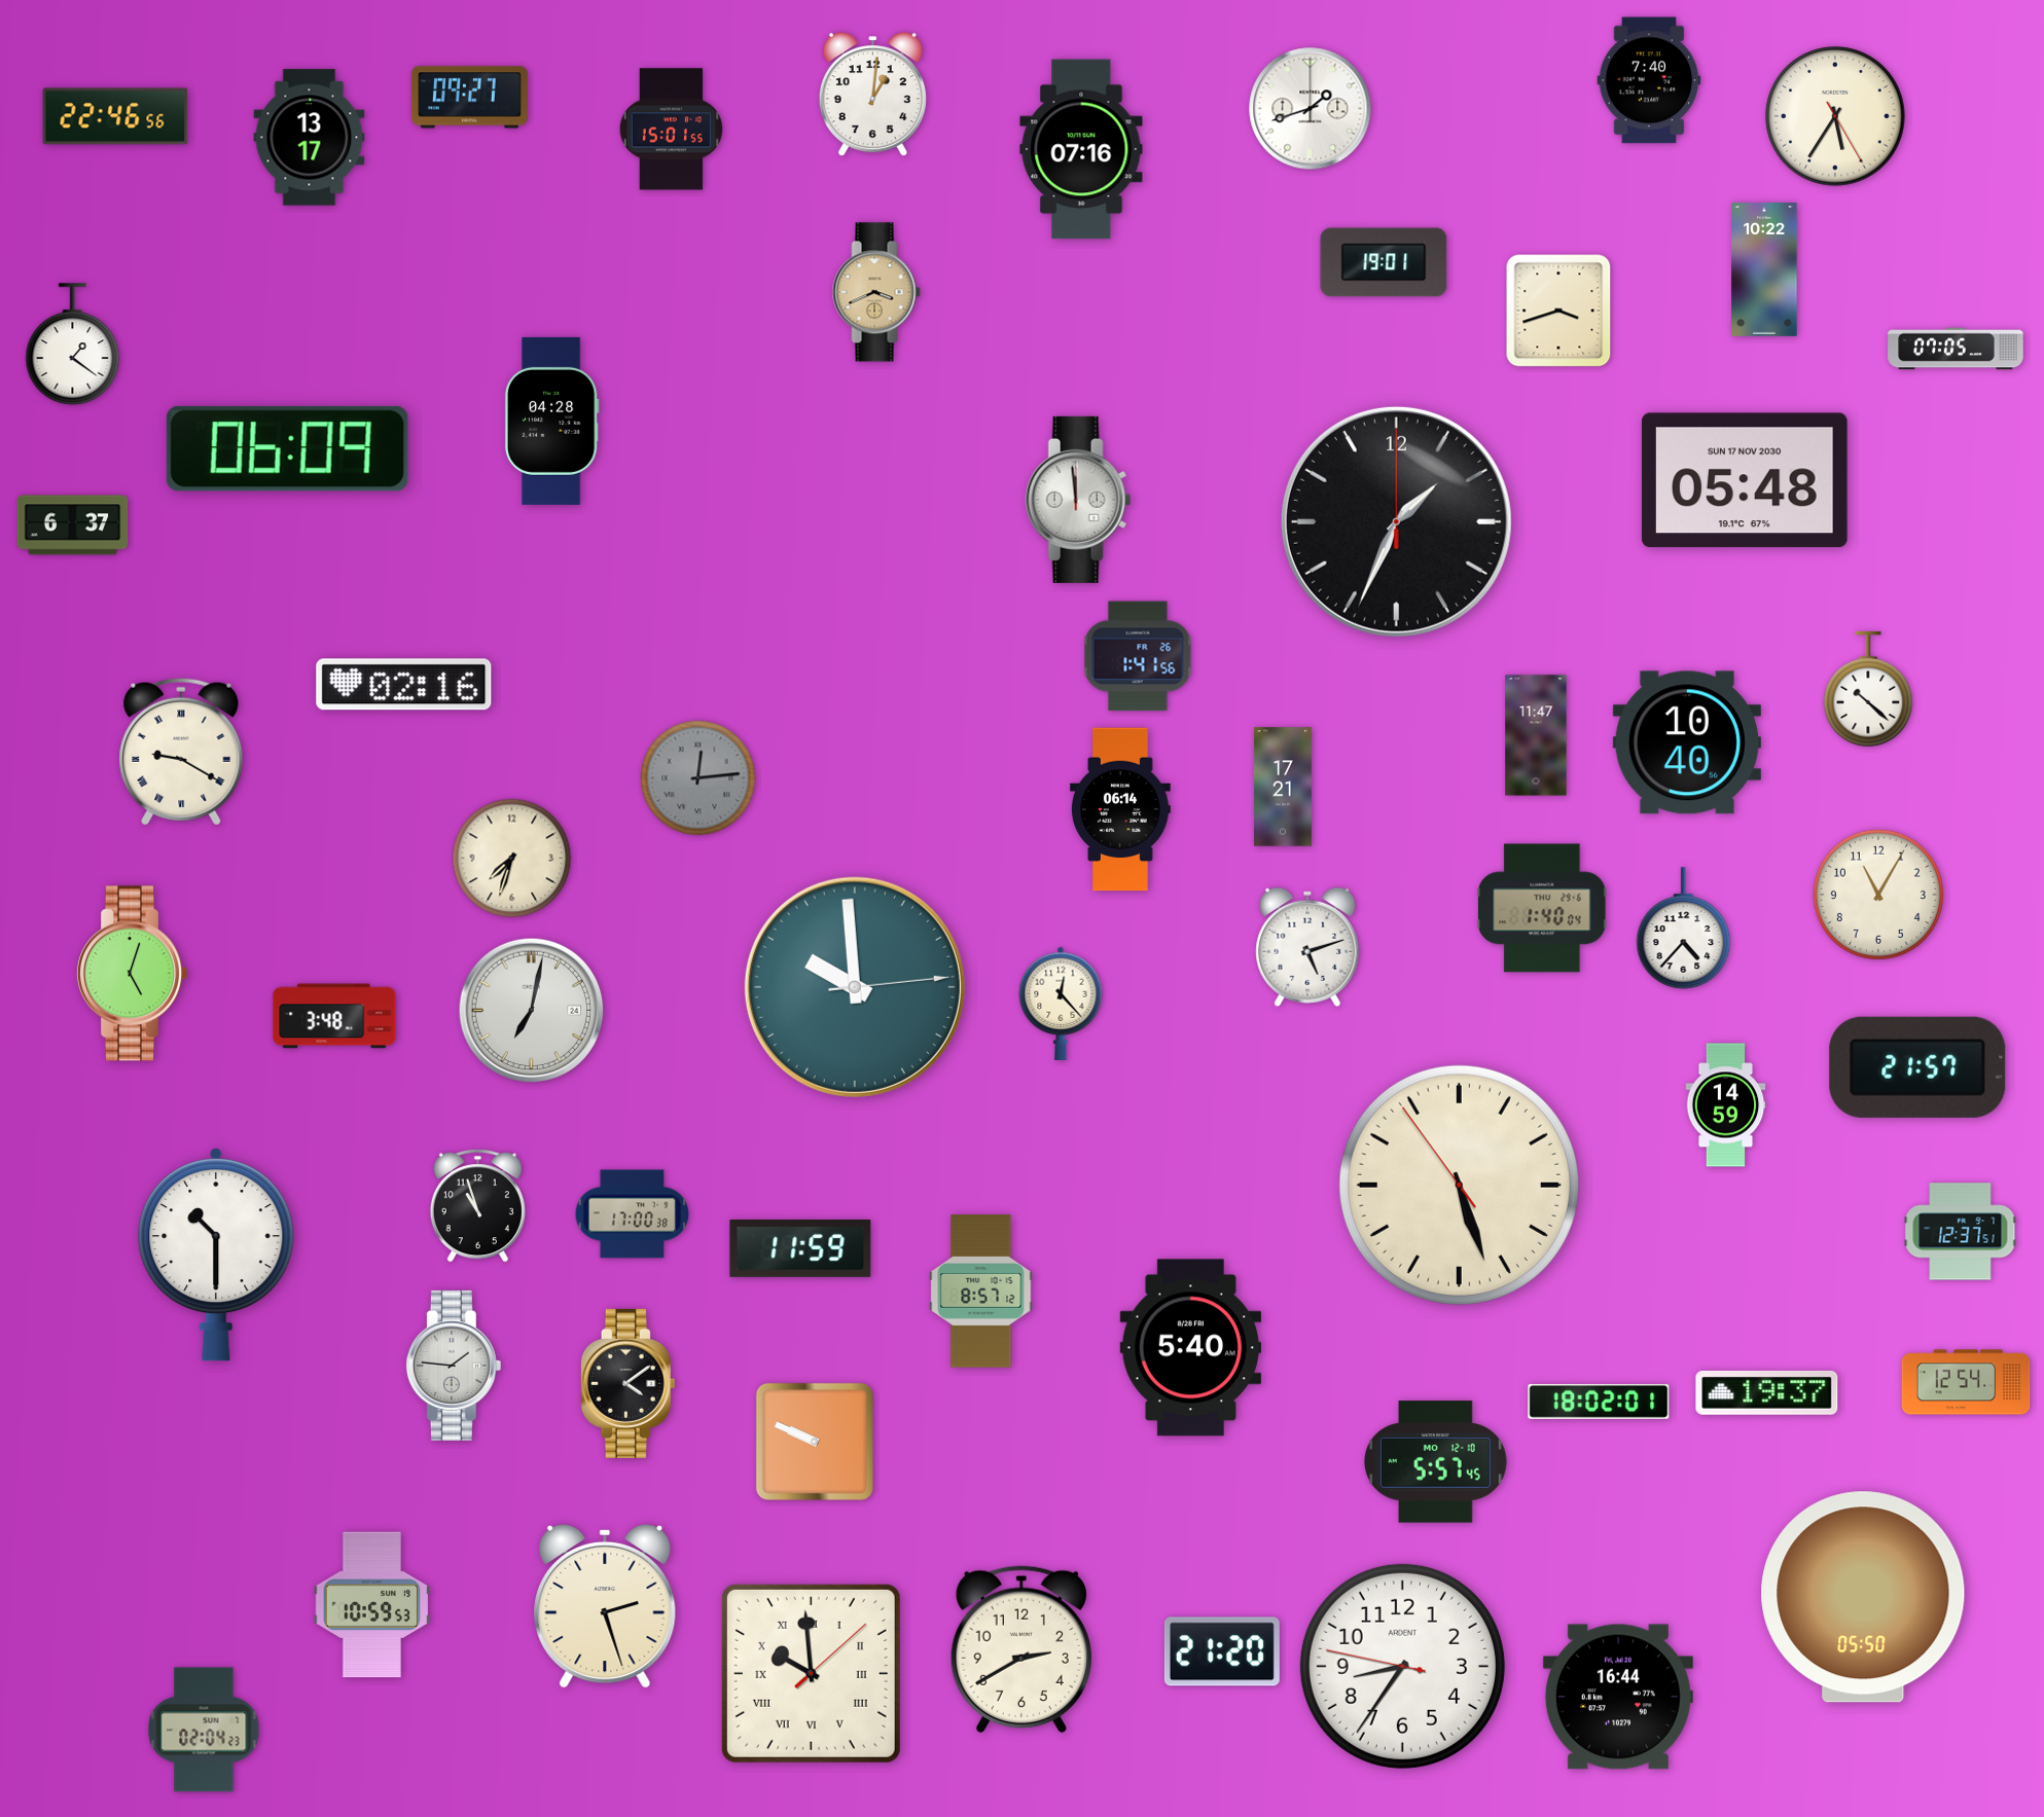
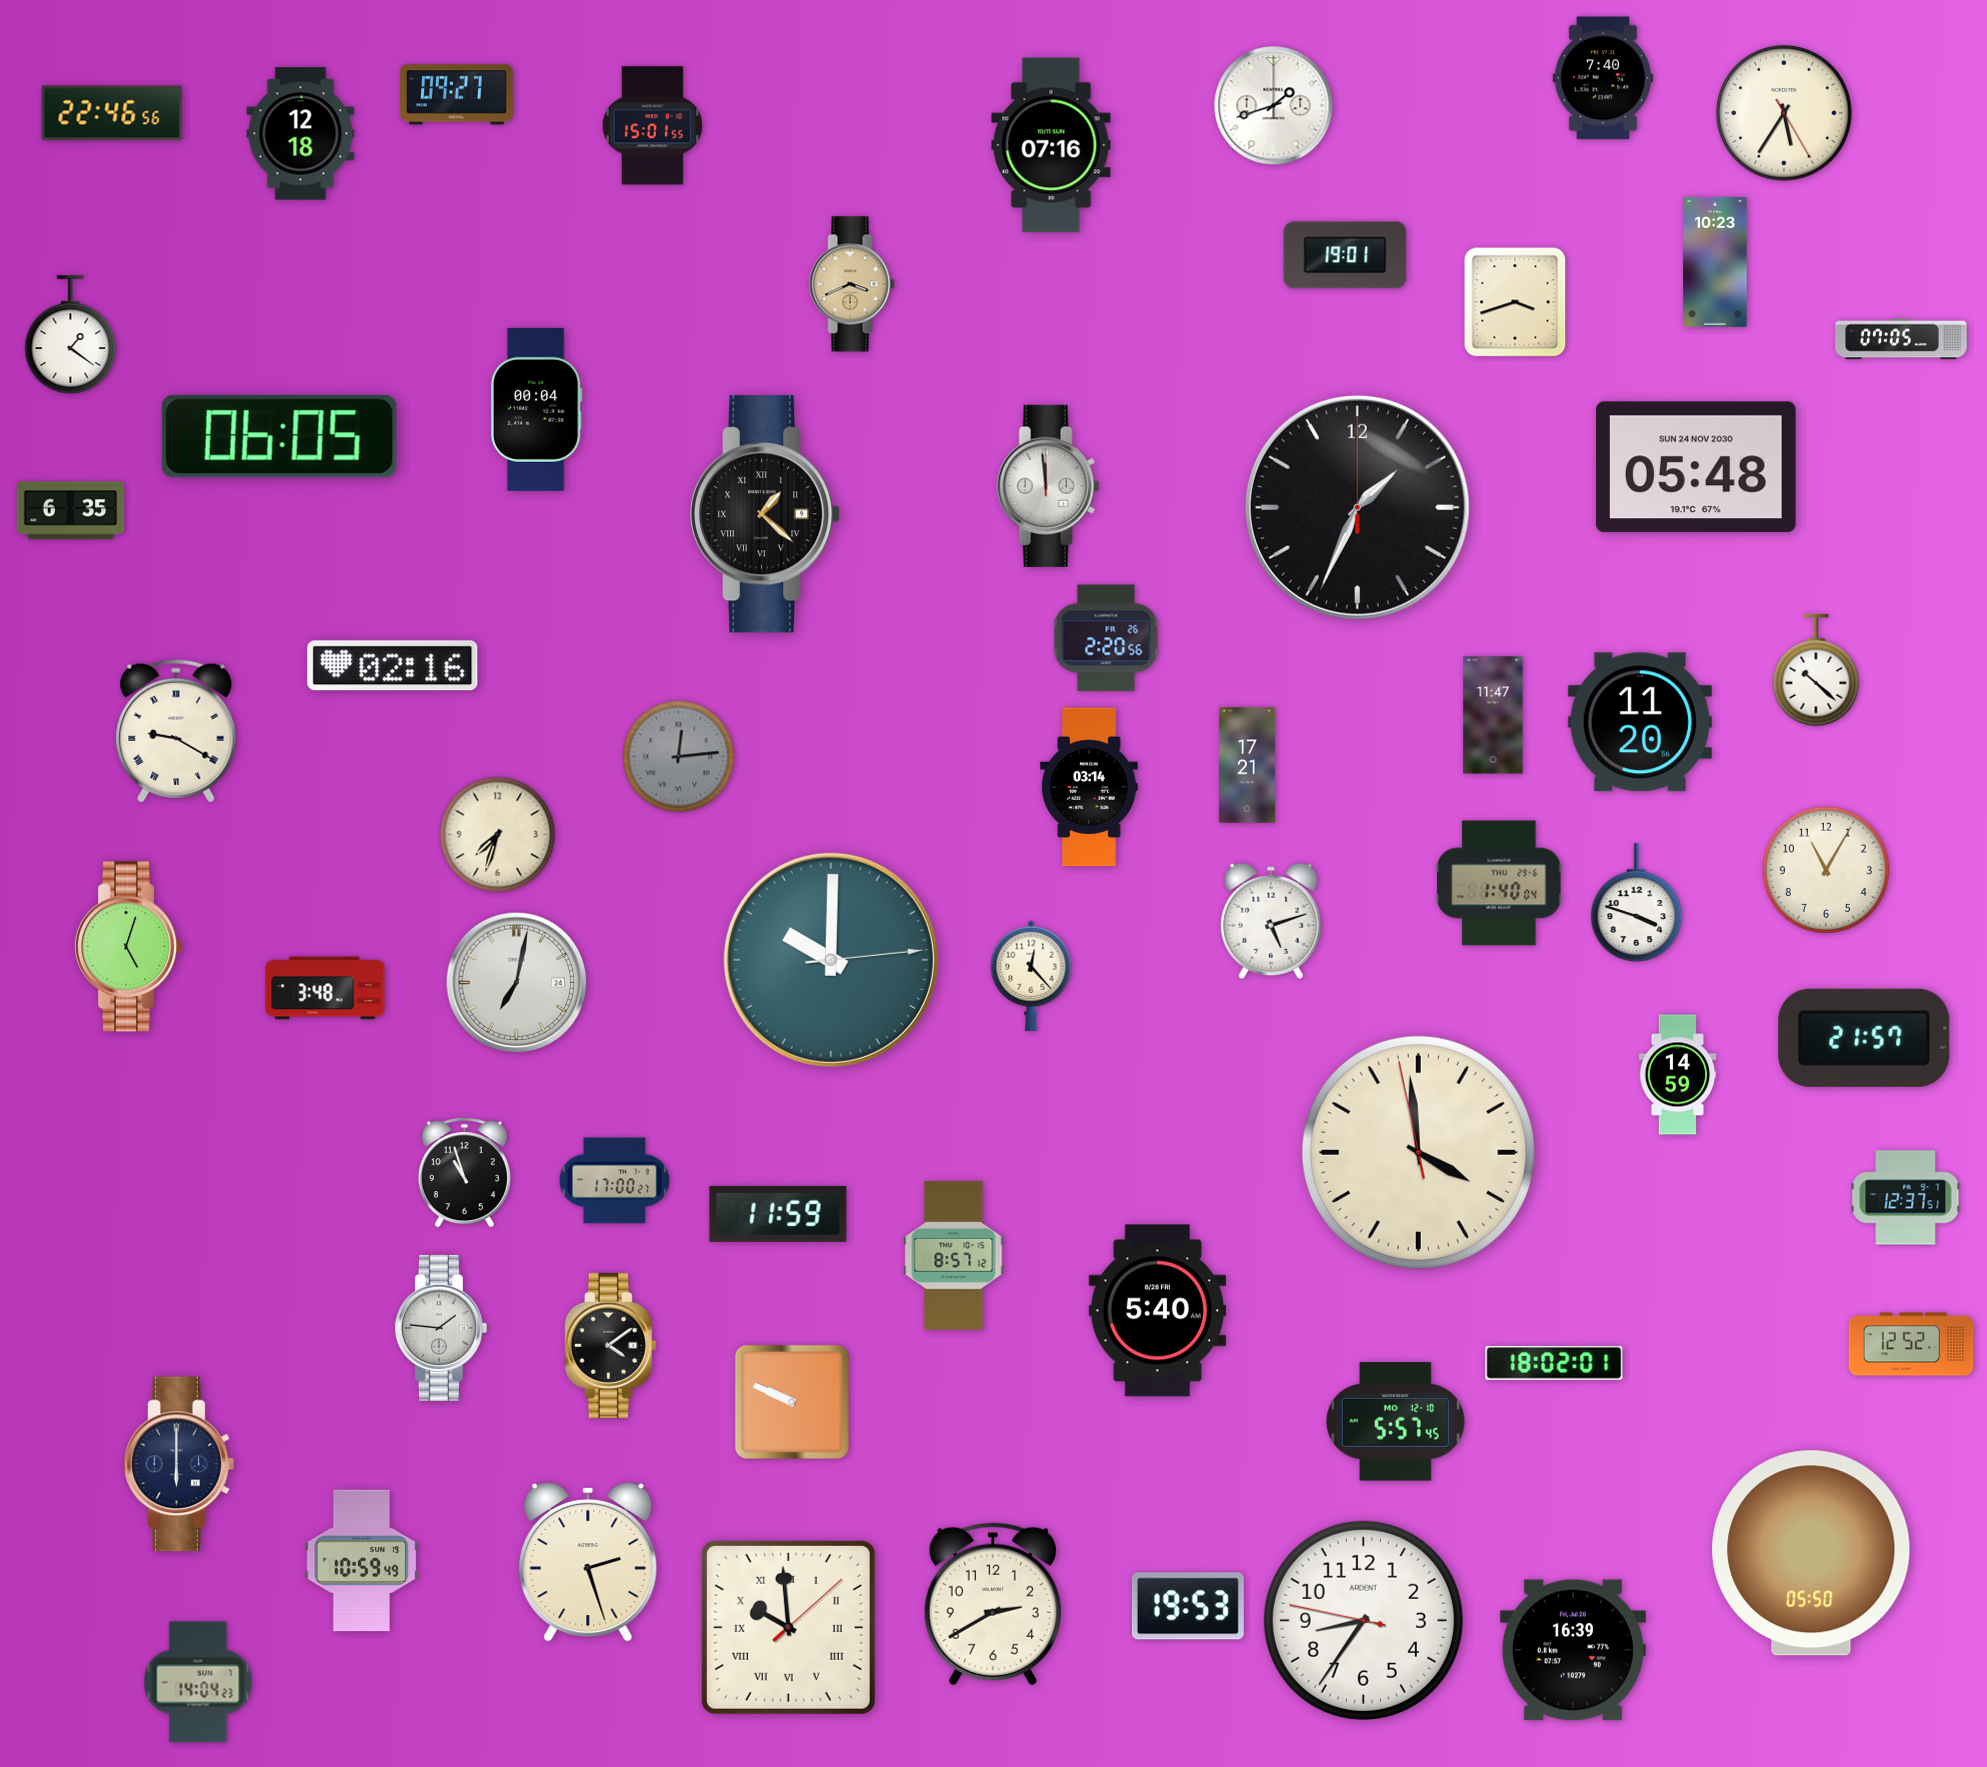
clock at (872, 95): 1:01 -> none
clock at (310, 138): 13:17 -> 12:18
clock at (1764, 270): 10:22 -> 10:23
clock at (551, 421): 04:28 -> 00:04
clock at (287, 448): 06:09 -> 06:05
clock at (1745, 480) date: SUN 17 NOV 2030 -> SUN 24 NOV 2030
clock at (73, 525): 6:37 -> 6:35
clock at (765, 514): none -> 1:22
clock at (1138, 656): 1:41 -> 2:20
clock at (1687, 742): 10:40 -> 11:20
clock at (1120, 809): 06:14 -> 03:14
clock at (1684, 929): 4:37 -> 3:48
clock at (855, 987): 9:59 -> 10:00
clock at (1459, 1185): 5:26 -> 3:58
clock at (633, 1214): 17:00:38 -> 17:00:27
clock at (216, 1255): 10:30 -> none
clock at (1966, 1382): 12:54 -> 12:52
clock at (1767, 1392): 19:37 -> none
clock at (179, 1464): none -> 6:00
clock at (372, 1605): 10:59:53 -> 10:59:49
clock at (1222, 1651): 21:20 -> 19:53
clock at (1618, 1697): 16:44 -> 16:39
clock at (204, 1730): 02:04 -> 14:04
